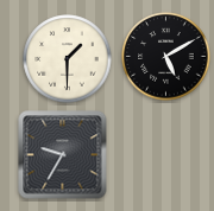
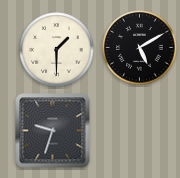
clock at (63, 155): 9:35 -> 9:33
